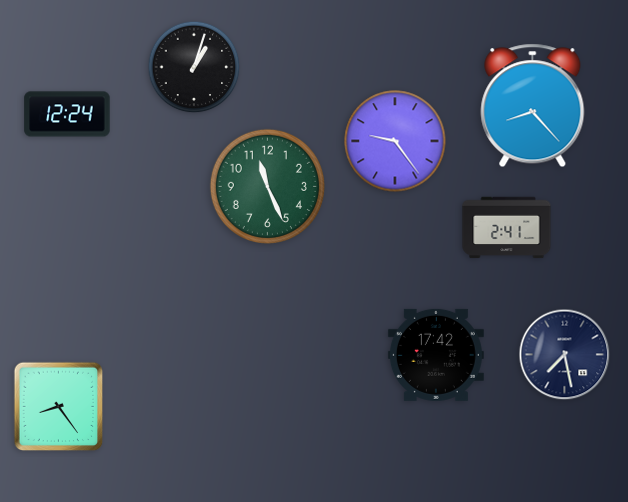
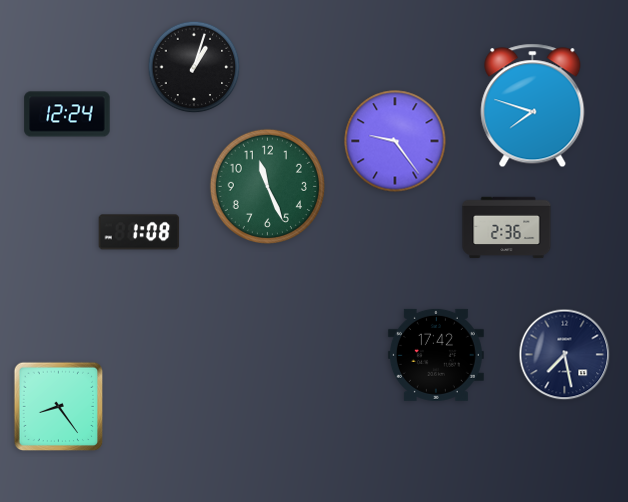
clock at (533, 106): 8:23 -> 7:48
clock at (507, 228): 2:41 -> 2:36
clock at (139, 232): none -> 1:08
